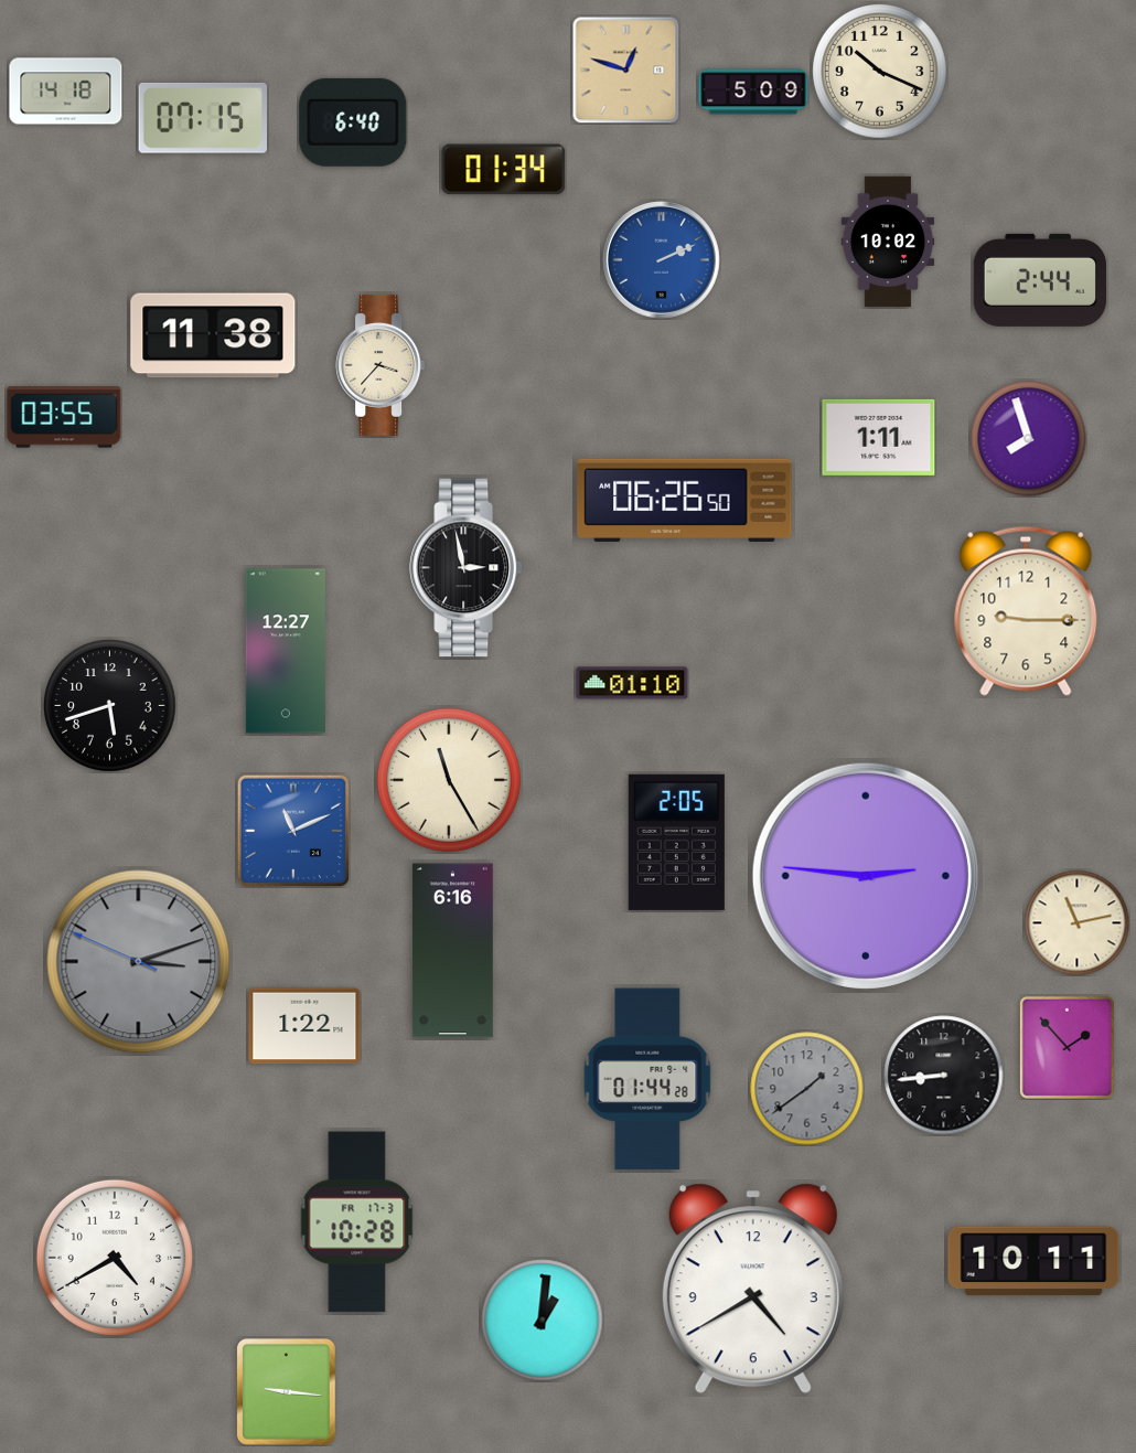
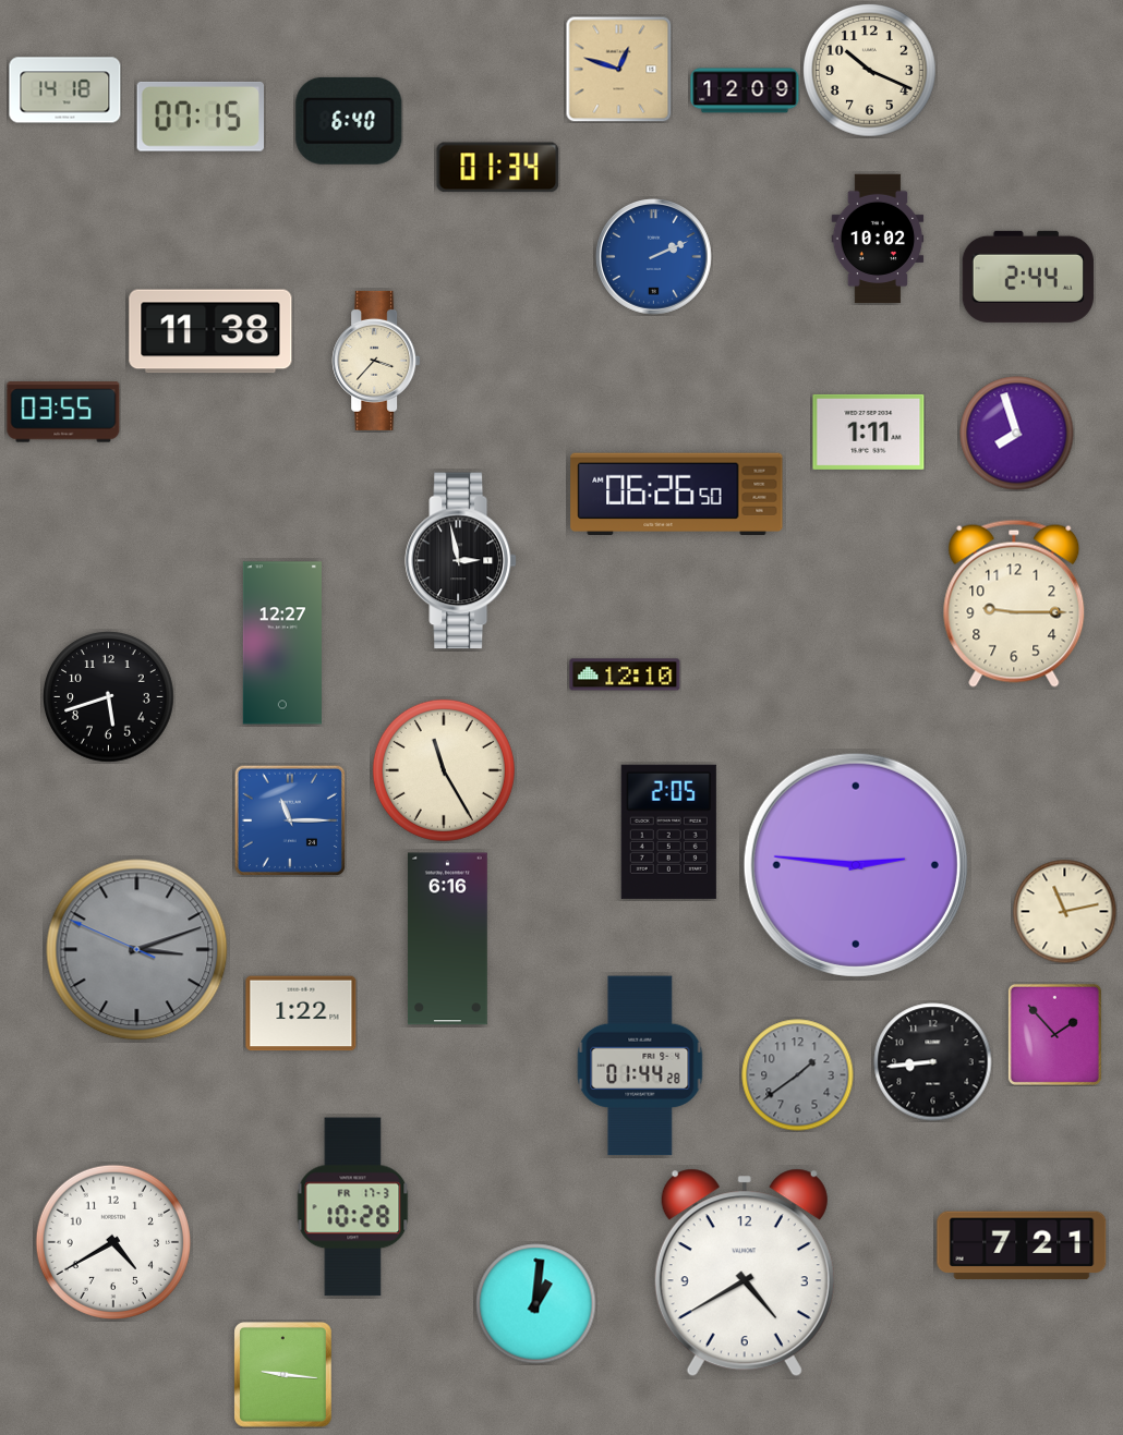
clock at (753, 92): 5:09 -> 12:09
clock at (632, 683): 01:10 -> 12:10
clock at (293, 831): 11:11 -> 11:15
clock at (1033, 1261): 10:11 -> 7:21
